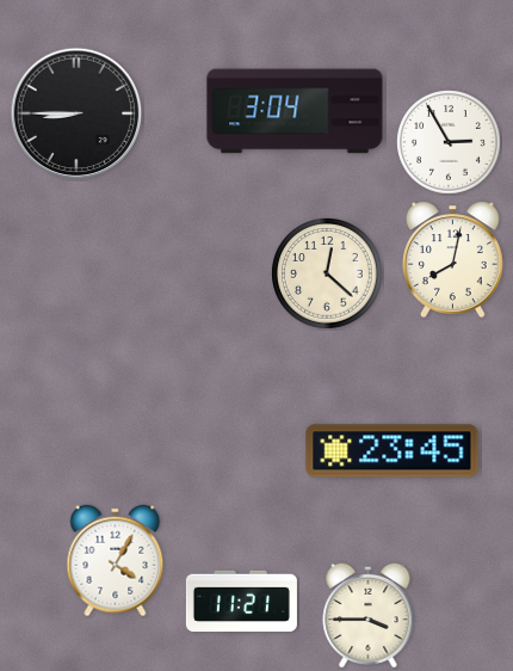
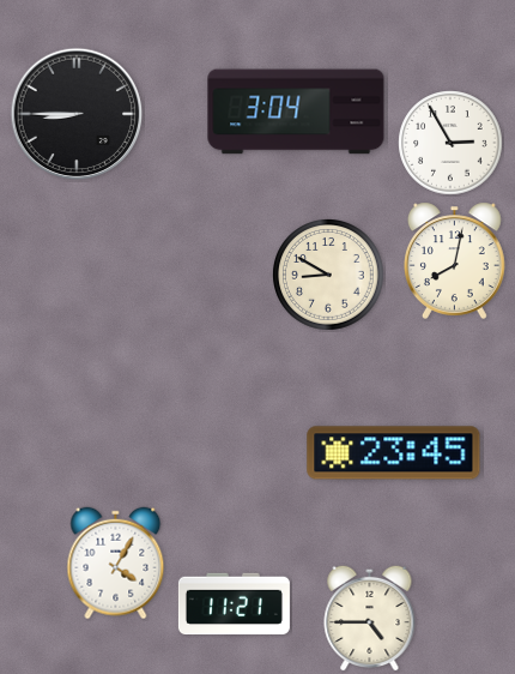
clock at (327, 275): 12:22 -> 8:50
clock at (241, 602) position: (241, 602) -> (234, 604)
clock at (369, 615): 3:45 -> 4:45
